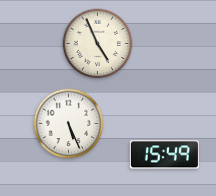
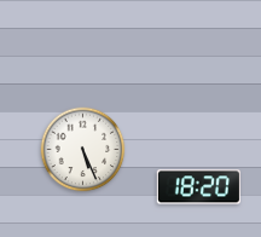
clock at (98, 44): 4:56 -> none
clock at (164, 155): 15:49 -> 18:20
